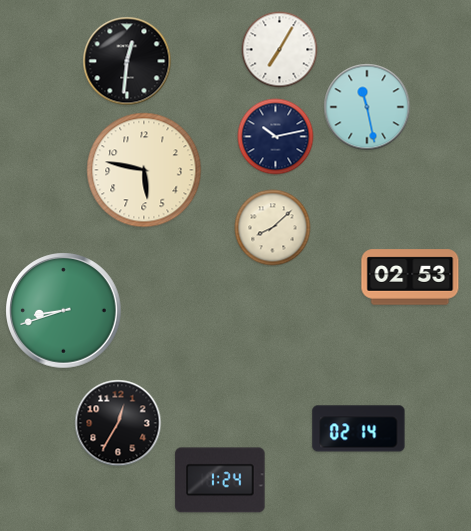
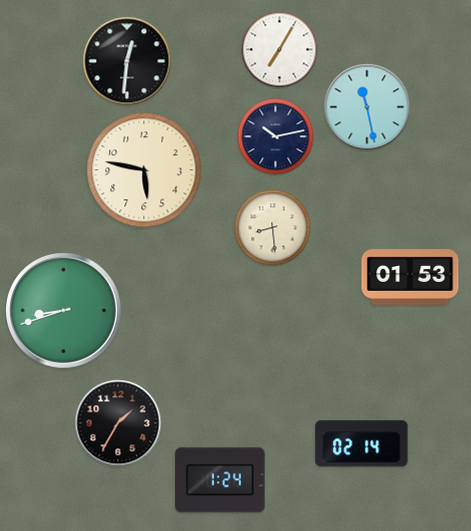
clock at (273, 228): 8:08 -> 8:29
clock at (410, 277): 02:53 -> 01:53
clock at (118, 423): 12:35 -> 1:35
clock at (359, 429) position: (359, 429) -> (362, 444)
